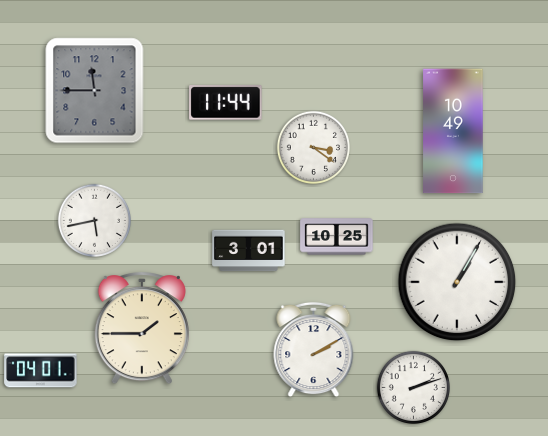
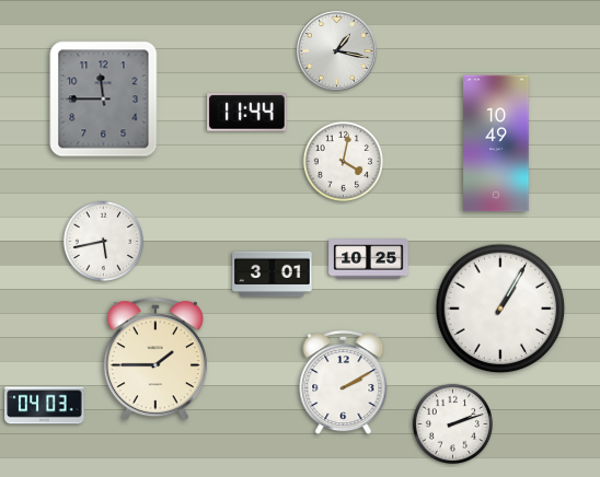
clock at (337, 51): none -> 1:17
clock at (313, 147): 3:21 -> 4:02
clock at (41, 371): 04:01 -> 04:03
